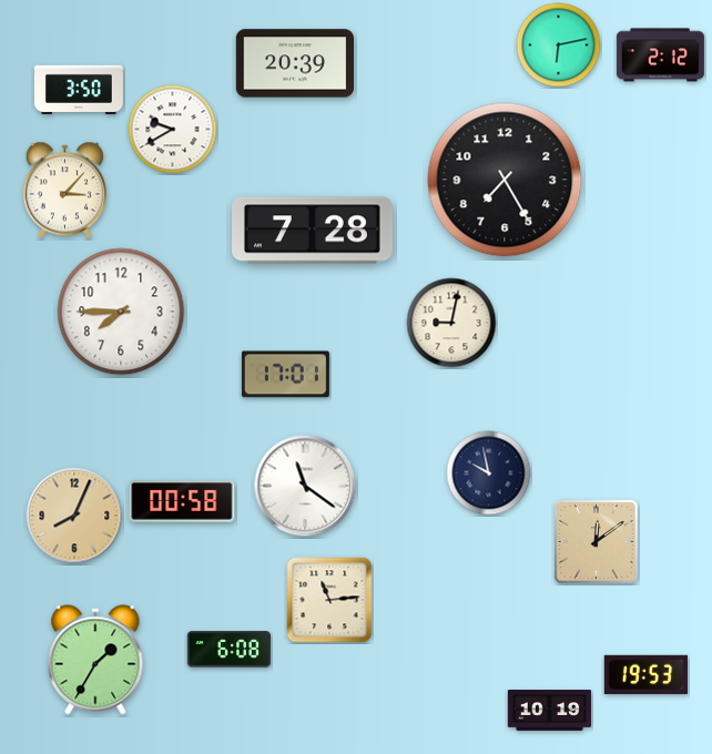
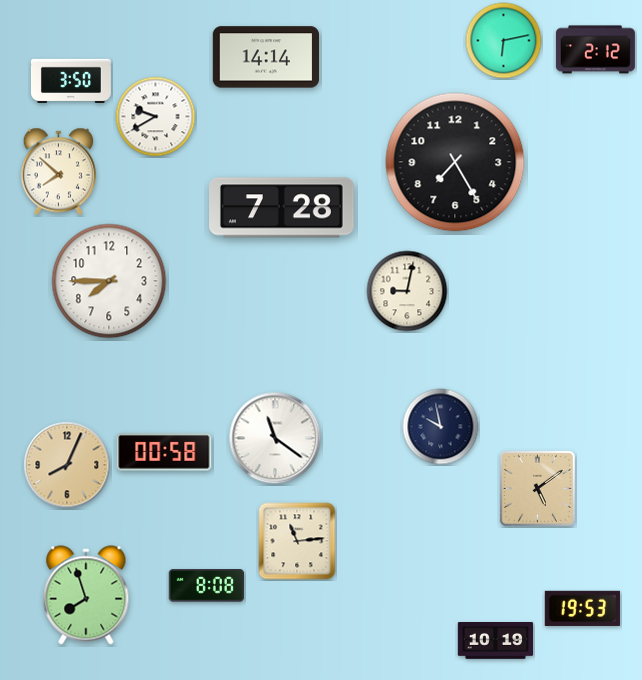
clock at (294, 63): 20:39 -> 14:14
clock at (64, 191): 3:07 -> 7:52
clock at (285, 375): 17:01 -> none
clock at (596, 541): 12:09 -> 5:09
clock at (228, 650): 6:08 -> 8:08
clock at (95, 660): 1:35 -> 7:57
